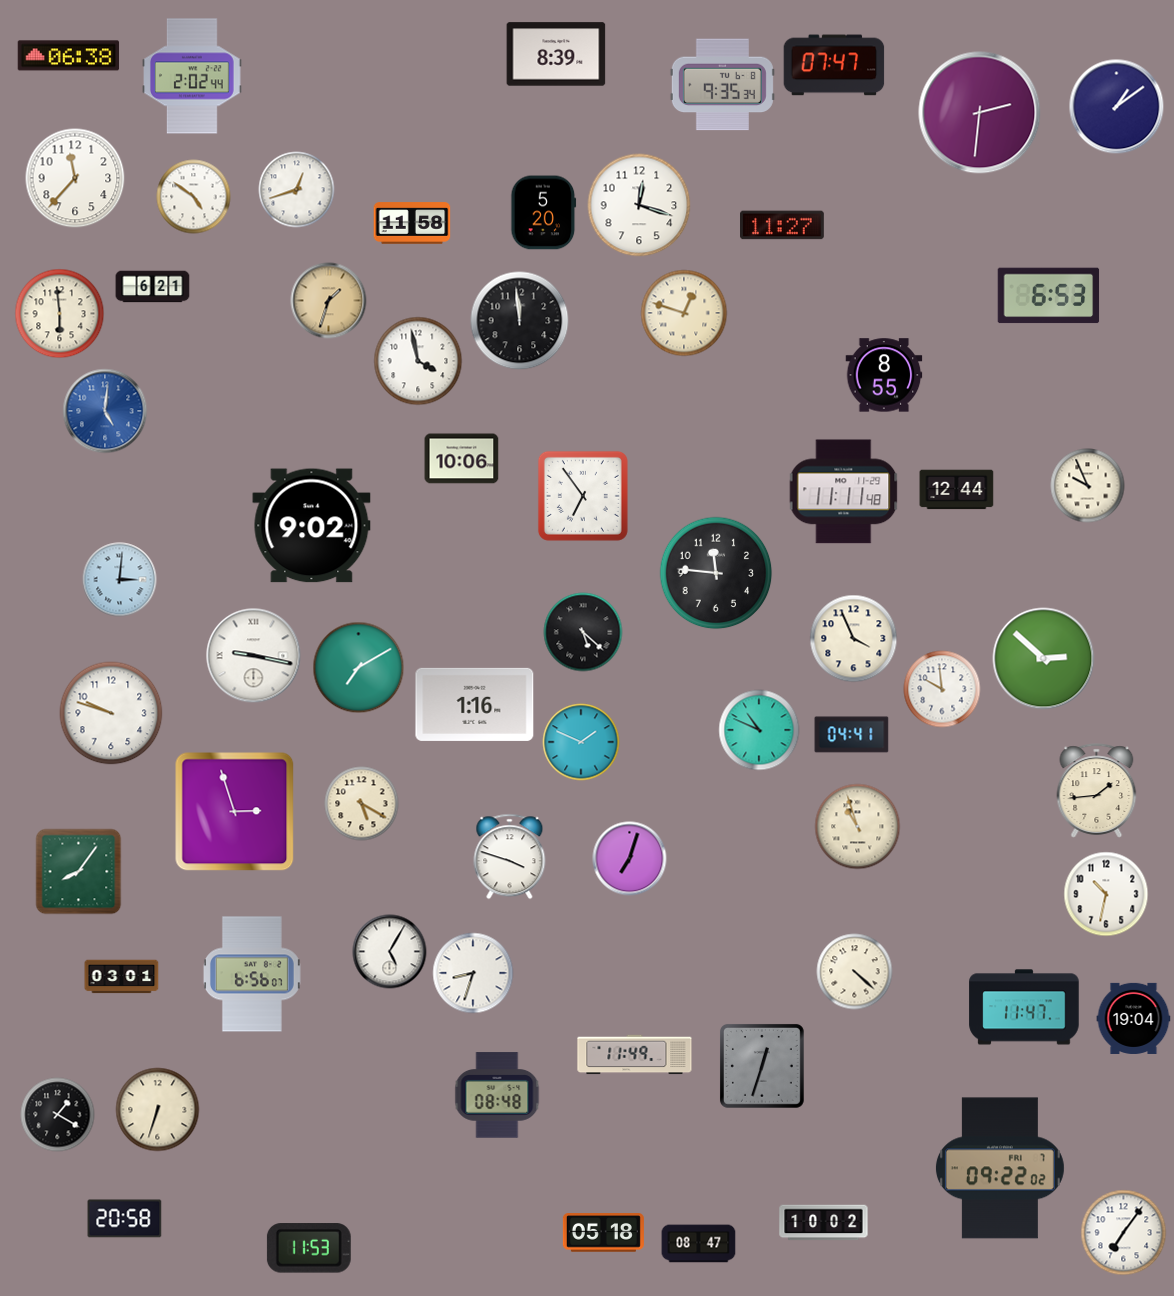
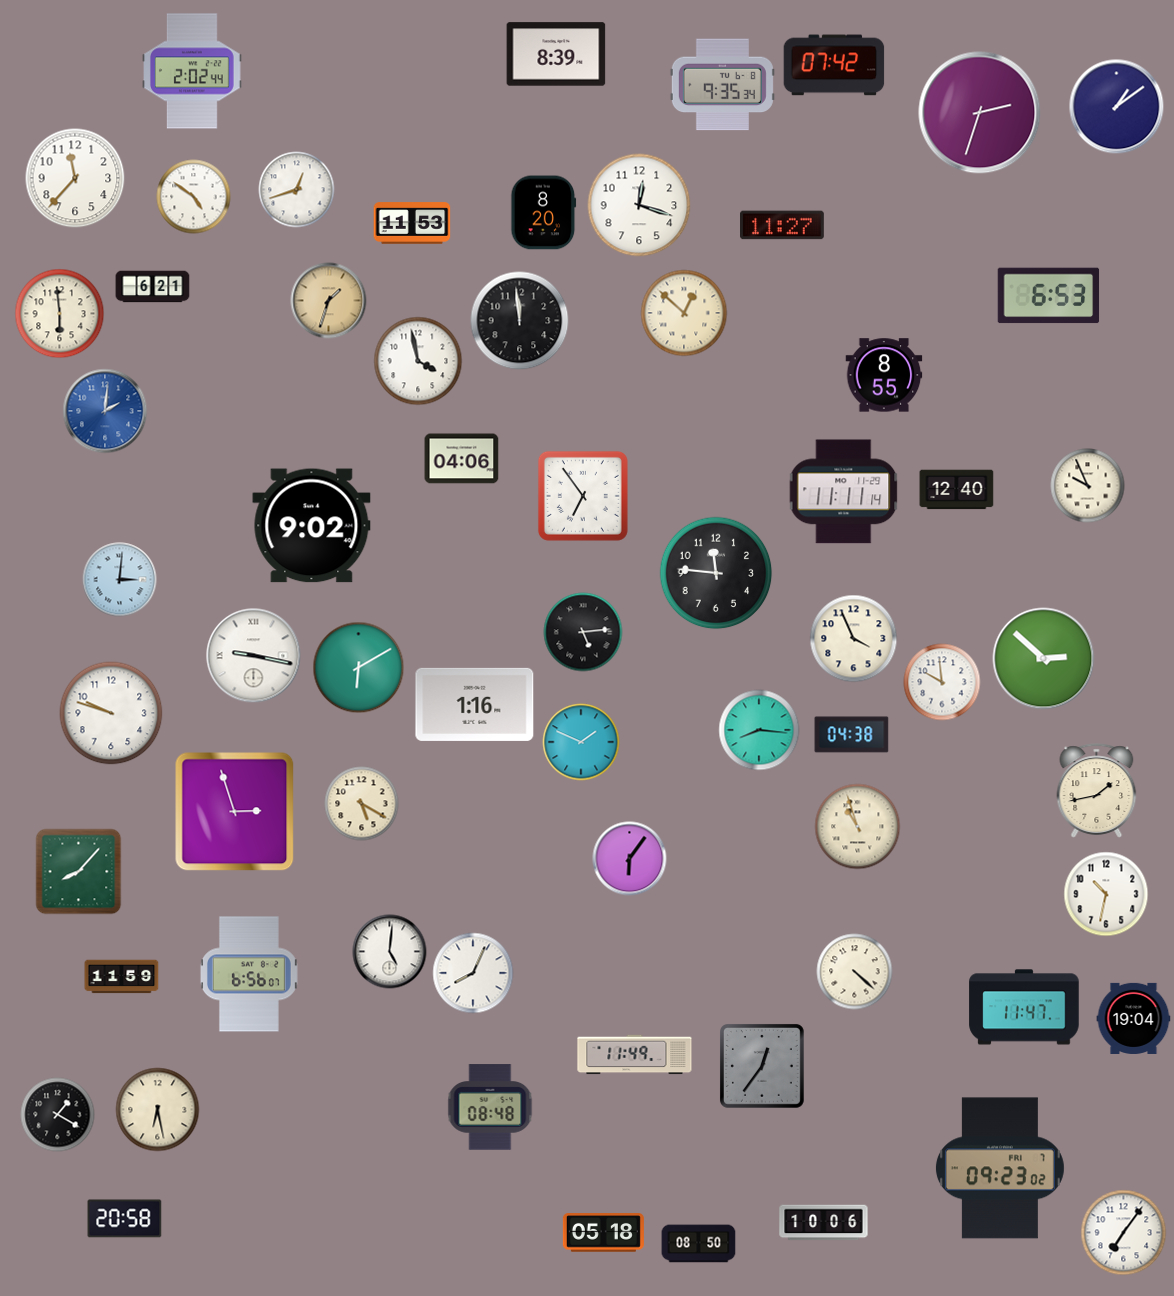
clock at (69, 56): 06:38 -> none
clock at (834, 65): 07:47 -> 07:42
clock at (193, 76) position: (193, 76) -> (193, 71)
clock at (980, 113): 2:31 -> 2:33
clock at (544, 213): 5:20 -> 8:20
clock at (412, 223): 11:58 -> 11:53
clock at (684, 313): 12:48 -> 12:52
clock at (105, 411): 5:01 -> 2:01
clock at (462, 459): 10:06 -> 04:06
clock at (957, 490): 12:44 -> 12:40
clock at (844, 492): 11:11:48 -> 11:11:14
clock at (583, 632): 5:22 -> 5:14
clock at (359, 668): 7:10 -> 6:10
clock at (942, 689) position: (942, 689) -> (942, 682)
clock at (759, 730): 10:49 -> 8:16
clock at (852, 735): 04:41 -> 04:38
clock at (1097, 791): 1:44 -> 1:43
clock at (510, 857): 3:48 -> none
clock at (630, 859): 7:03 -> 6:06
clock at (79, 872): 8:06 -> 8:07
clock at (390, 952): 5:05 -> 5:01
clock at (473, 973): 8:33 -> 8:04
clock at (252, 974) position: (252, 974) -> (249, 974)
clock at (122, 977): 03:01 -> 11:59
clock at (762, 1066): 12:33 -> 12:36
clock at (497, 1095) position: (497, 1095) -> (490, 1107)
clock at (158, 1110): 6:33 -> 6:28
clock at (1000, 1168): 09:22 -> 09:23
clock at (824, 1223): 10:02 -> 10:06
clock at (699, 1244): 08:47 -> 08:50
clock at (309, 1248): 11:53 -> none
